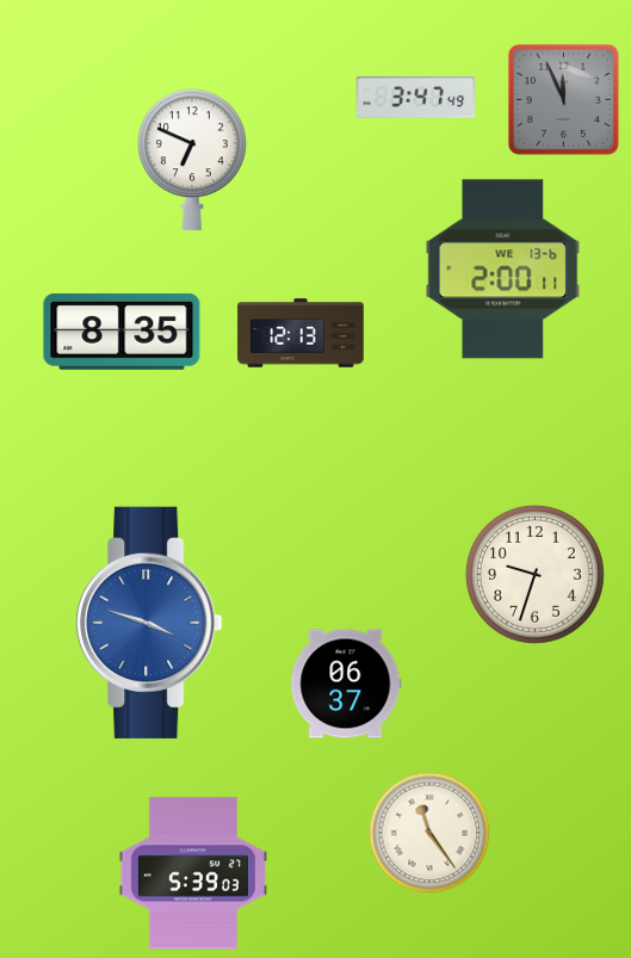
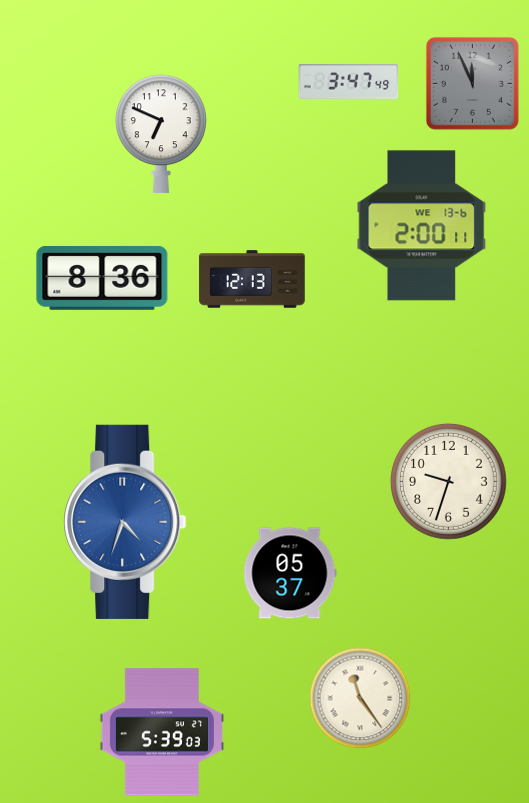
clock at (122, 332): 8:35 -> 8:36
clock at (149, 623): 3:48 -> 4:33
clock at (346, 684): 06:37 -> 05:37
